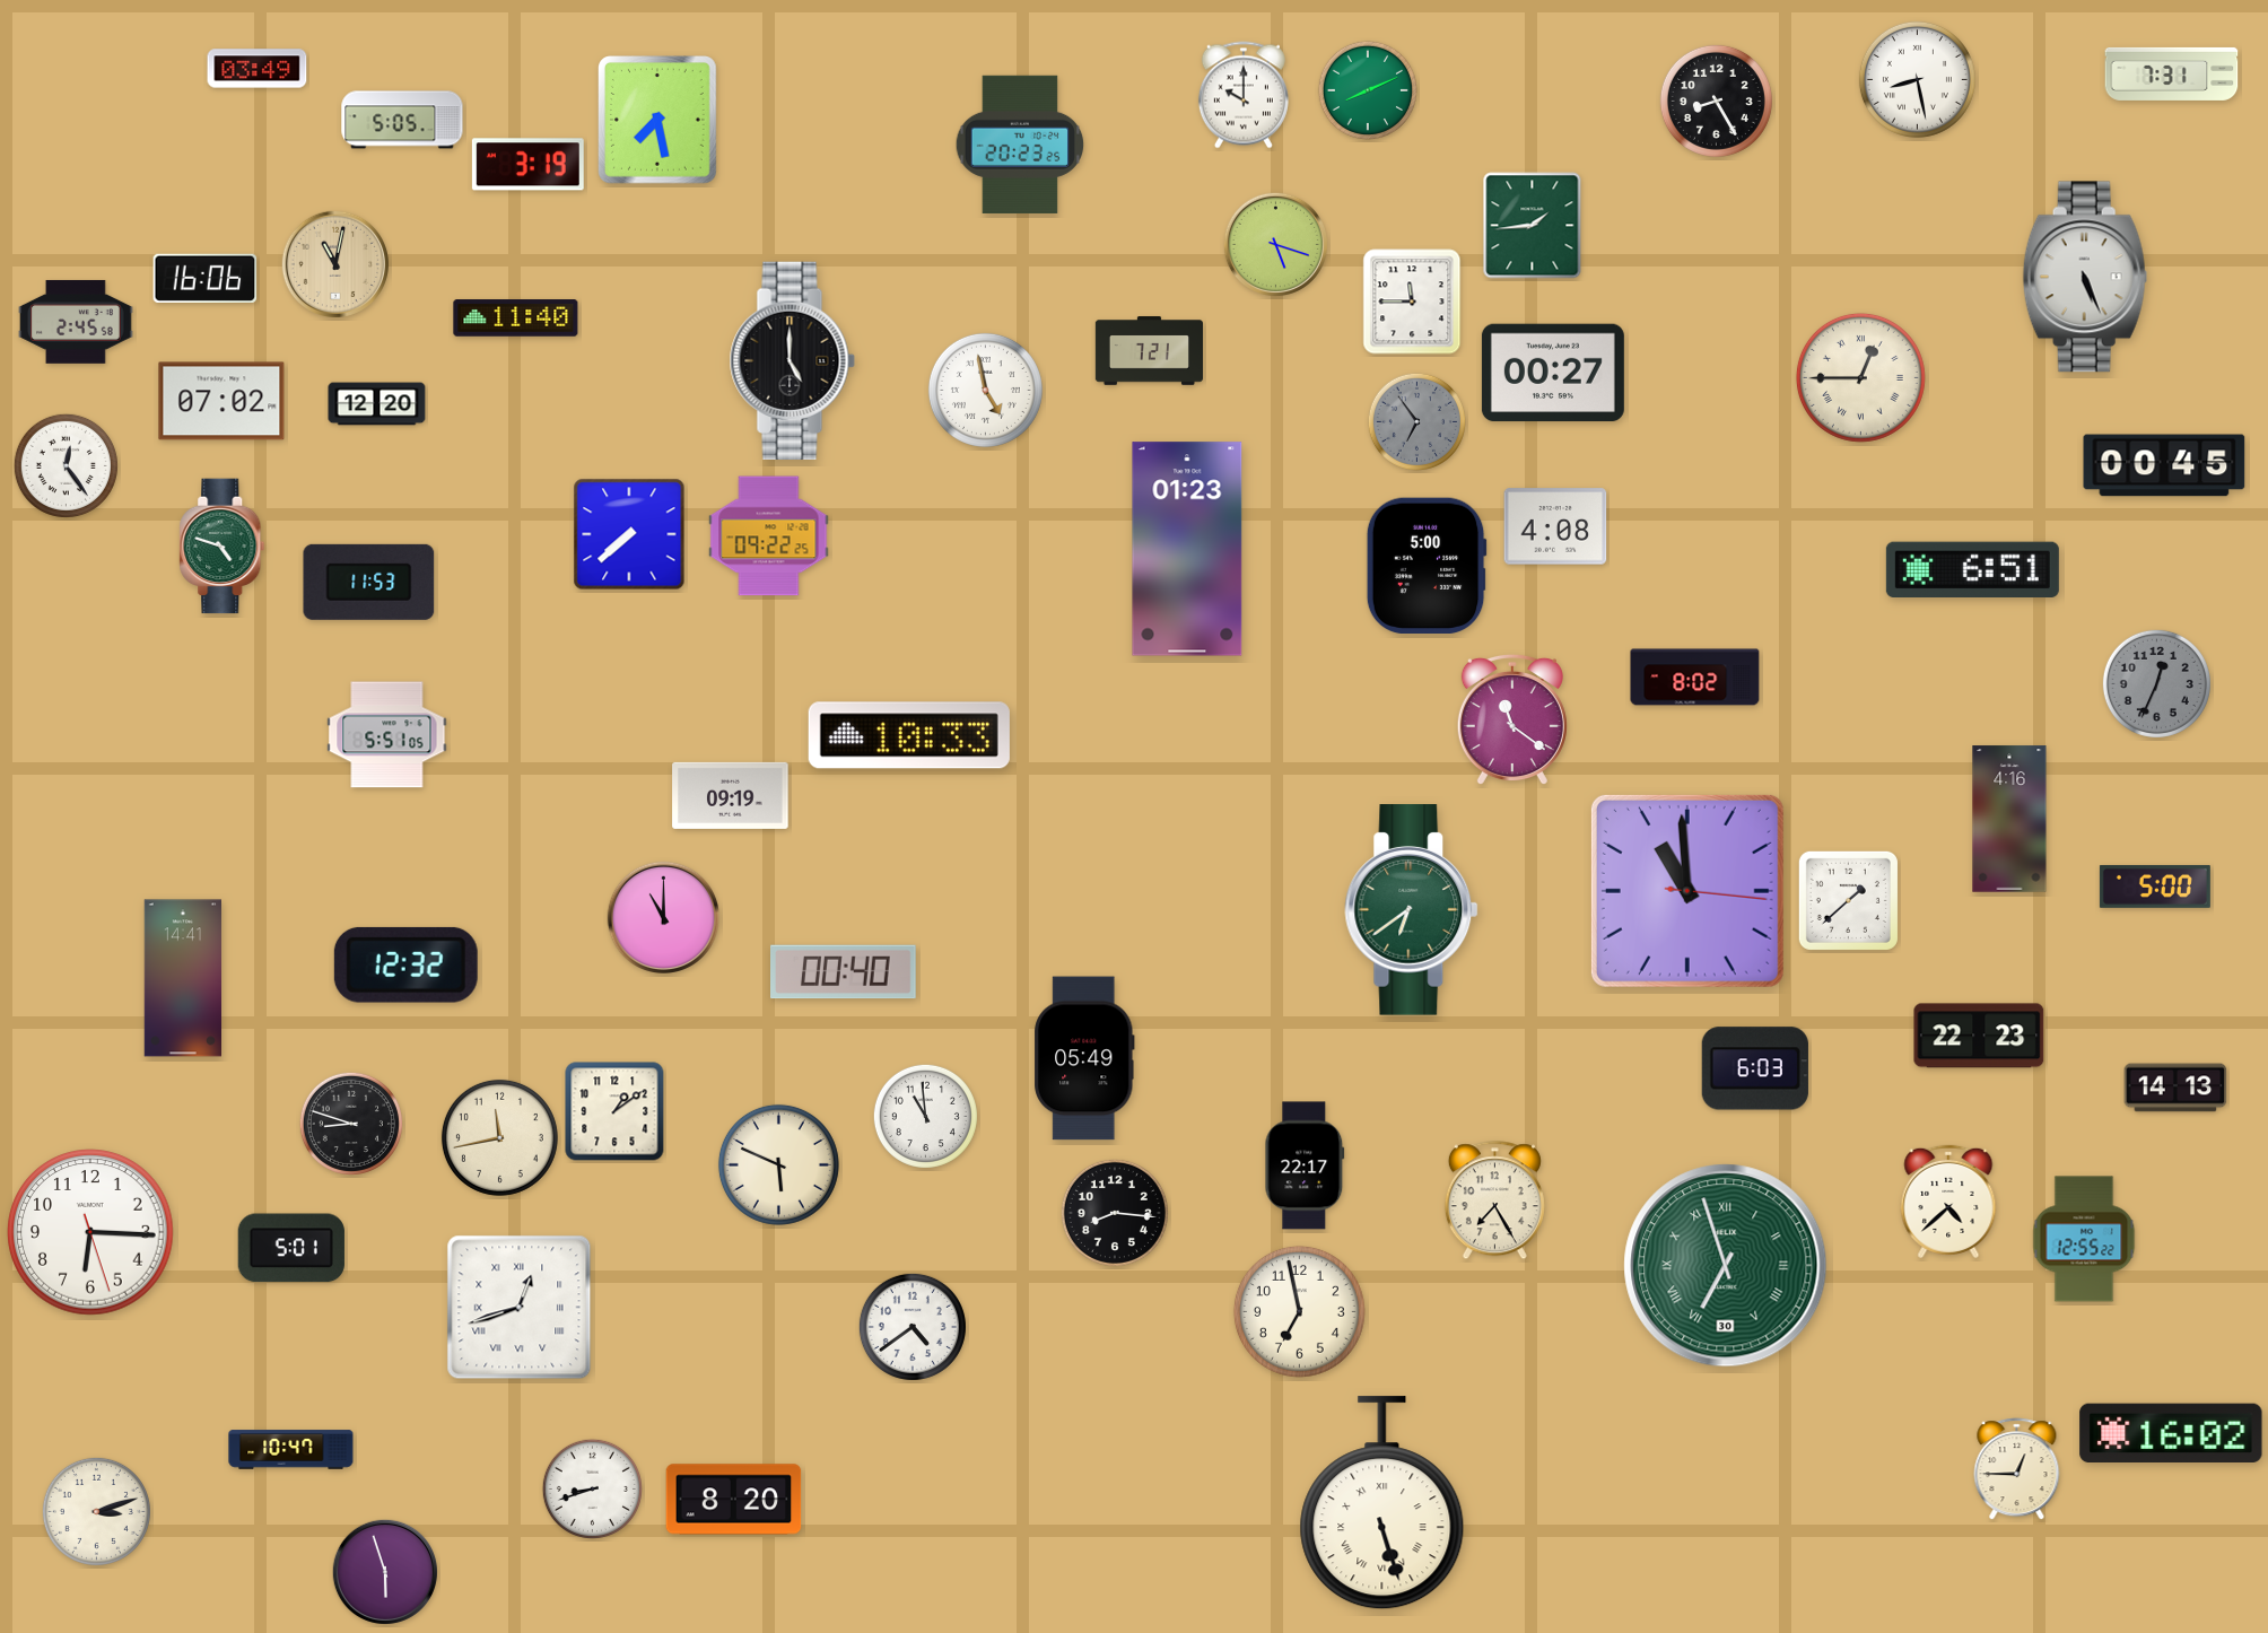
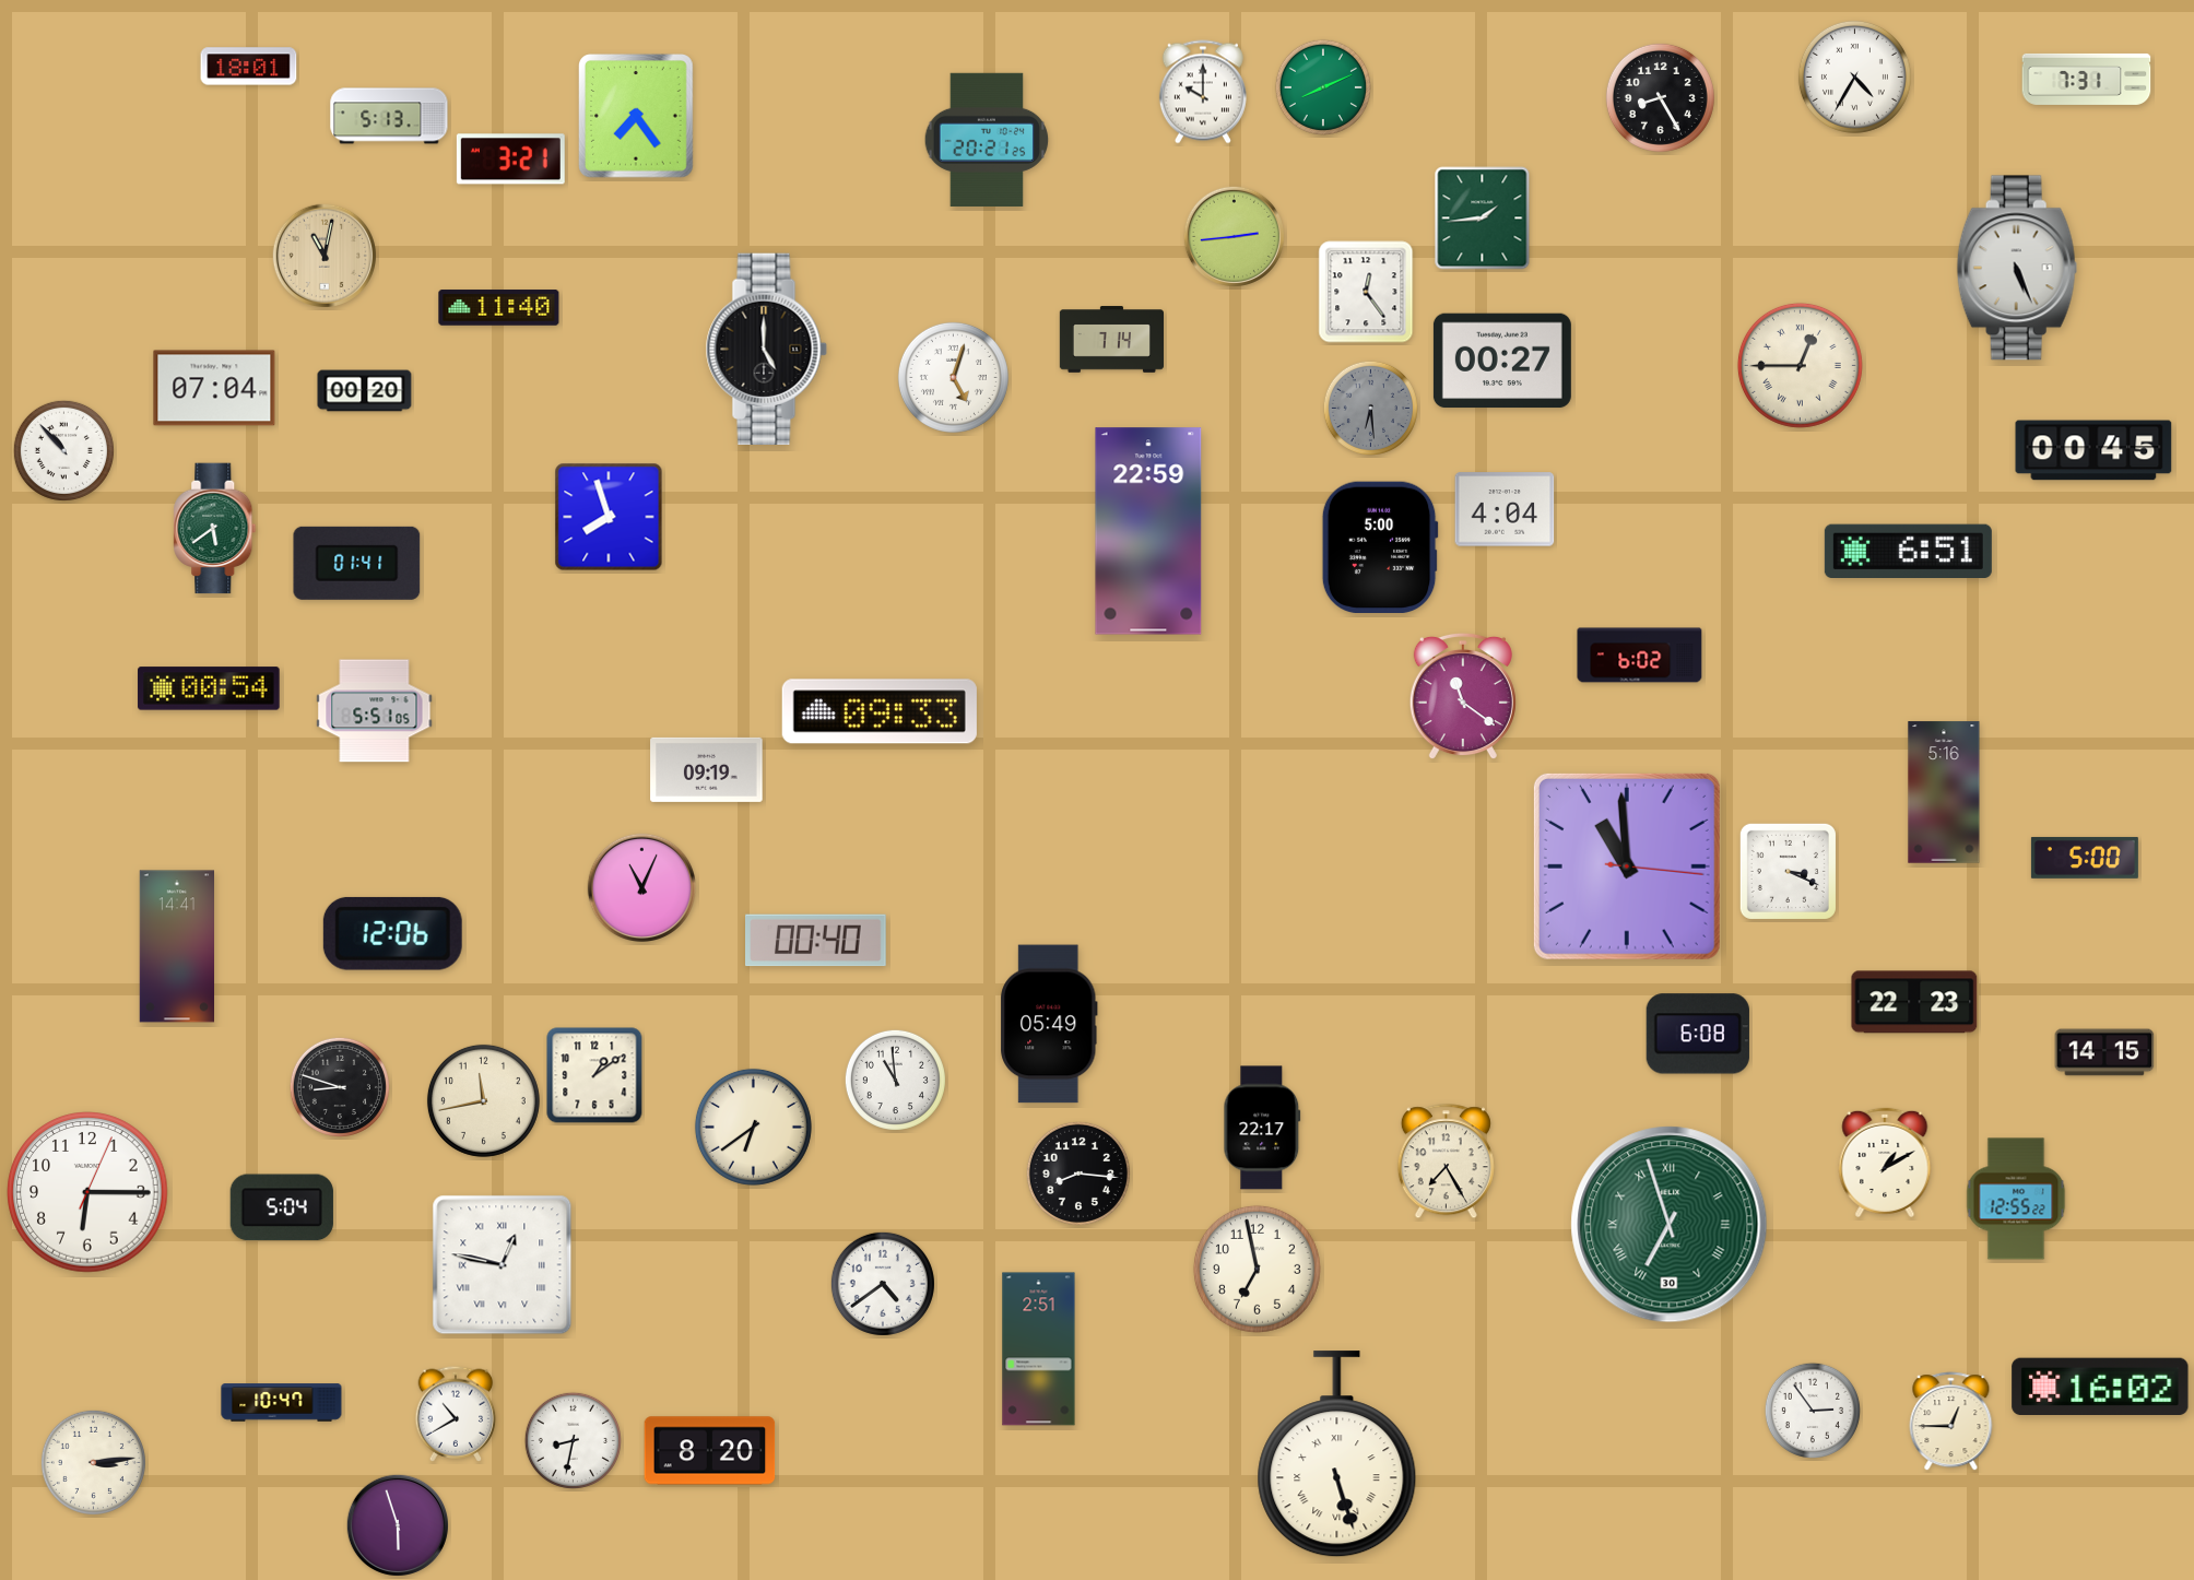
clock at (258, 69): 03:49 -> 18:01
clock at (2172, 73) position: (2172, 73) -> (2087, 79)
clock at (1917, 79): 8:28 -> 4:35
clock at (402, 120): 5:05 -> 5:13
clock at (658, 121): 7:28 -> 7:24
clock at (1020, 145): 20:23 -> 20:21
clock at (527, 165): 3:19 -> 3:21
clock at (1275, 244): 5:18 -> 2:44
clock at (206, 278): 16:06 -> none
clock at (1412, 302): 11:45 -> 12:24
clock at (76, 322): 2:45 -> none
clock at (1149, 351): 7:21 -> 7:14
clock at (985, 390): 4:58 -> 5:03
clock at (221, 401): 07:02 -> 07:04
clock at (377, 404): 12:20 -> 00:20
clock at (1416, 421): 6:54 -> 6:29
clock at (66, 465): 12:24 -> 10:53
clock at (1555, 526): 4:08 -> 4:04
clock at (629, 534): 7:38 -> 7:57
clock at (769, 536): 09:22 -> none
clock at (223, 547): 4:48 -> 5:39
clock at (1187, 549): 01:23 -> 22:59
clock at (369, 582): 11:53 -> 01:41
clock at (1695, 678): 8:02 -> 6:02
clock at (2156, 683): 12:34 -> none
clock at (209, 688): none -> 00:54
clock at (909, 735): 10:33 -> 09:33
clock at (2009, 819): 4:16 -> 5:16
clock at (1687, 891) position: (1687, 891) -> (1627, 866)
clock at (1848, 900): 1:38 -> 3:19
clock at (1412, 910): 6:39 -> none
clock at (663, 917): 11:00 -> 11:04
clock at (405, 964): 12:32 -> 12:06
clock at (1755, 1068): 6:03 -> 6:08
clock at (2175, 1088): 14:13 -> 14:15
clock at (778, 1164): 5:49 -> 6:39
clock at (1948, 1202): 4:38 -> 1:10
clock at (90, 1232): 6:15:27 -> 6:15:04
clock at (291, 1248): 5:01 -> 5:04
clock at (520, 1308): 12:42 -> 12:47
clock at (1039, 1349): none -> 2:51
clock at (1813, 1411): none -> 2:54
clock at (456, 1414): none -> 10:40
clock at (592, 1488): 8:42 -> 8:32
clock at (96, 1511): 3:12 -> 3:14
clock at (385, 1572) position: (385, 1572) -> (398, 1525)
